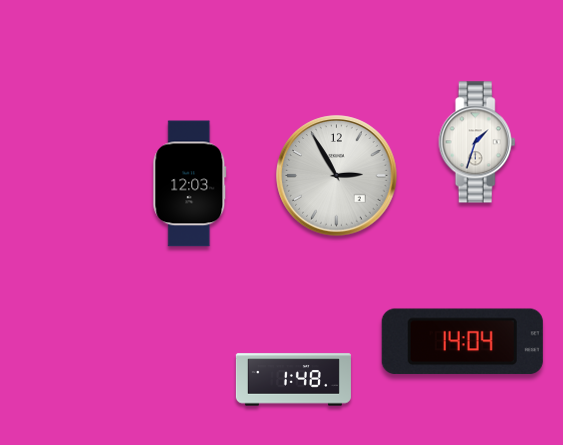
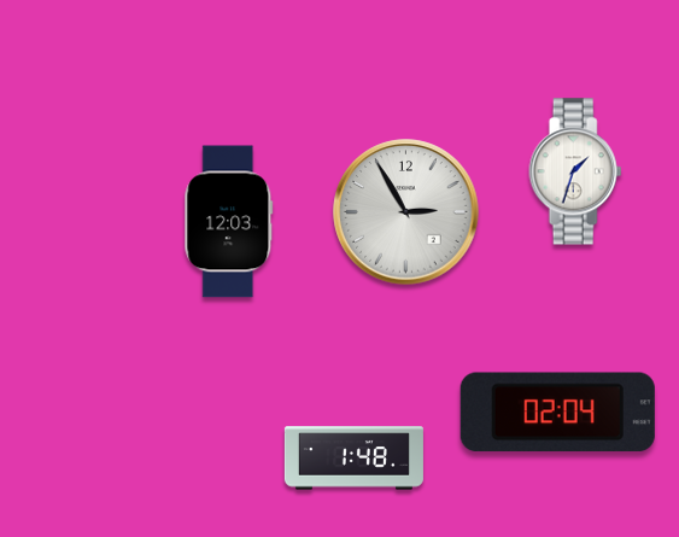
clock at (462, 342): 14:04 -> 02:04
